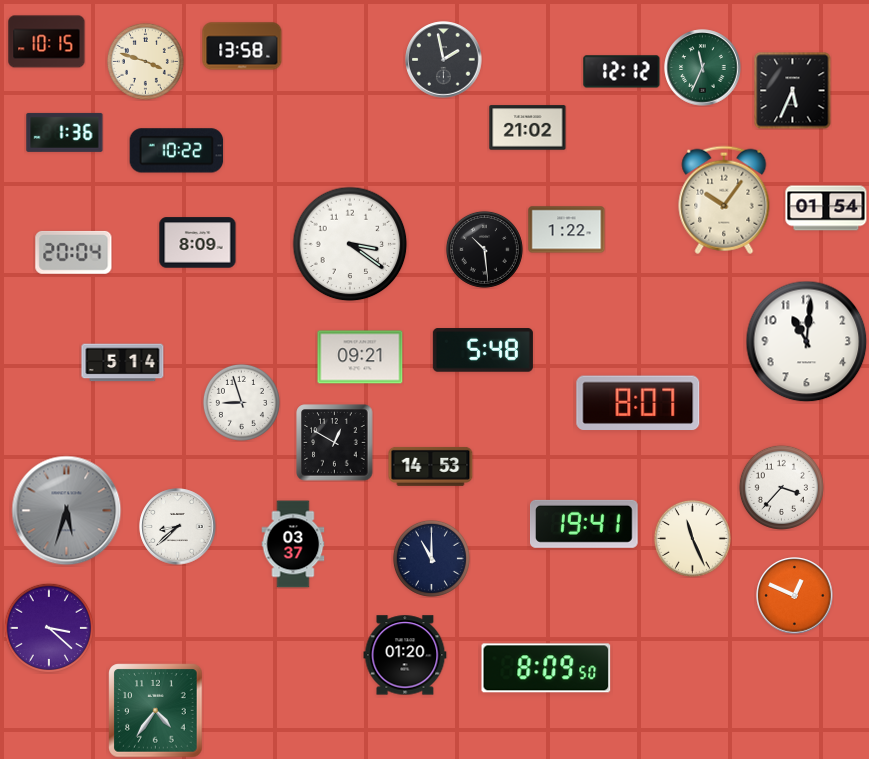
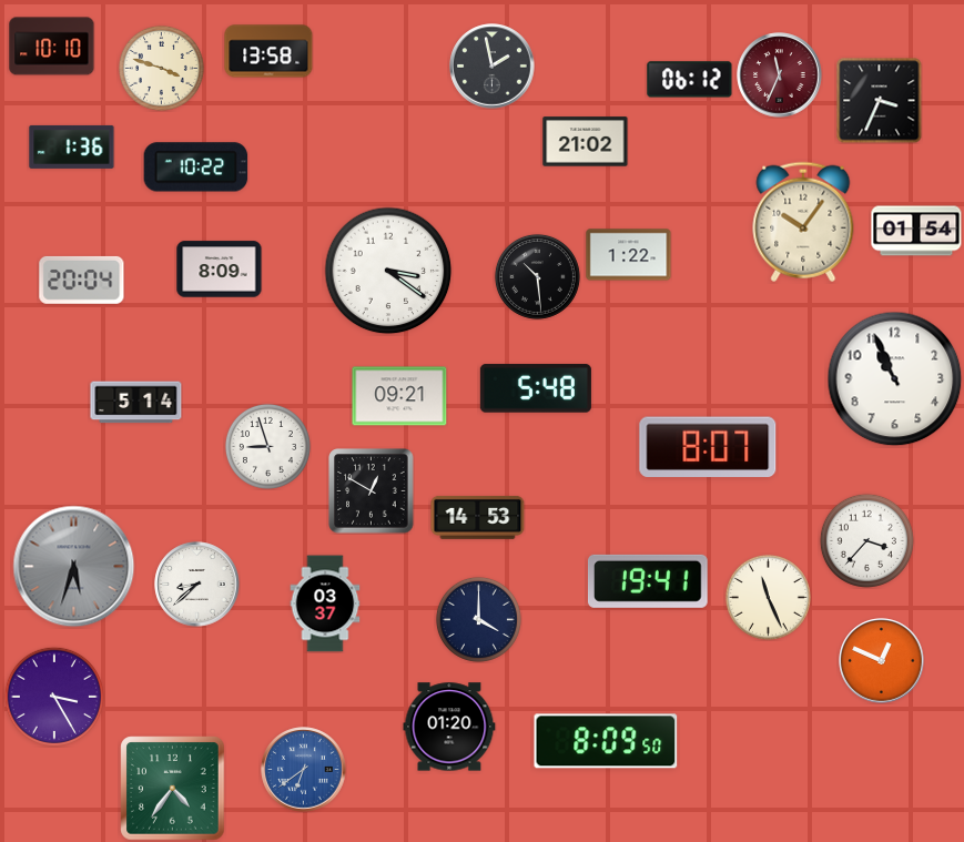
clock at (47, 42): 10:15 -> 10:10
clock at (703, 68) dial: green -> burgundy
clock at (622, 72): 12:12 -> 06:12
clock at (792, 90): 5:34 -> 3:34
clock at (807, 342): 11:01 -> 10:56
clock at (431, 558): 11:00 -> 4:00
clock at (49, 628): 3:22 -> 3:25
clock at (304, 770): none -> 6:39
